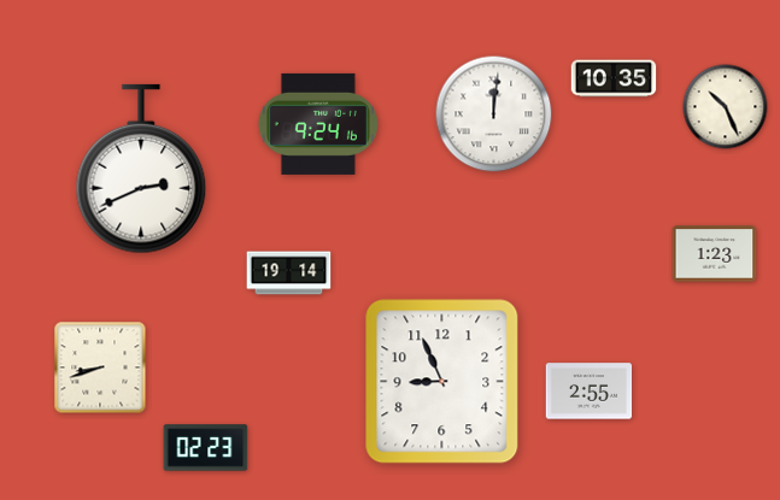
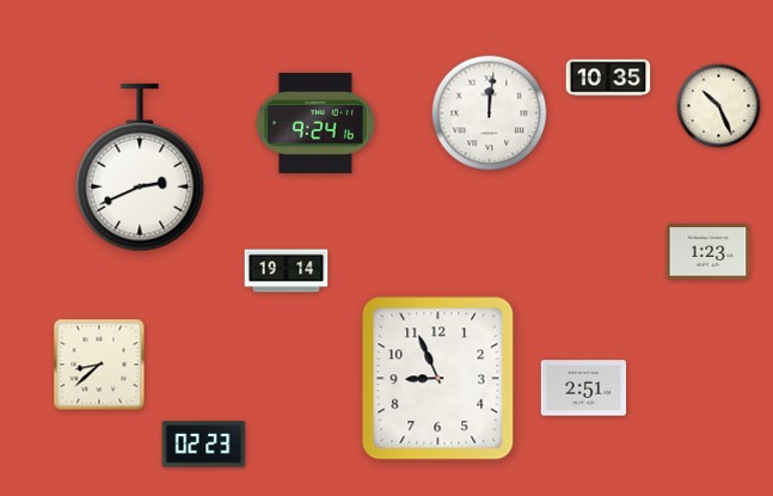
clock at (100, 367): 8:42 -> 8:38
clock at (590, 392): 2:55 -> 2:51
